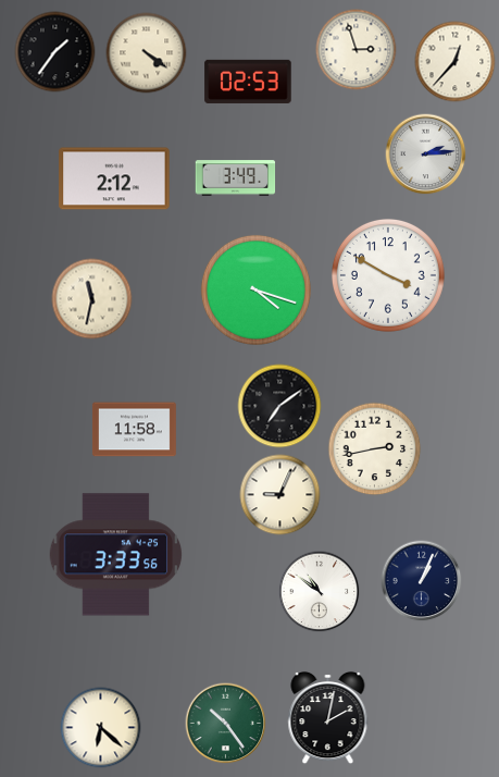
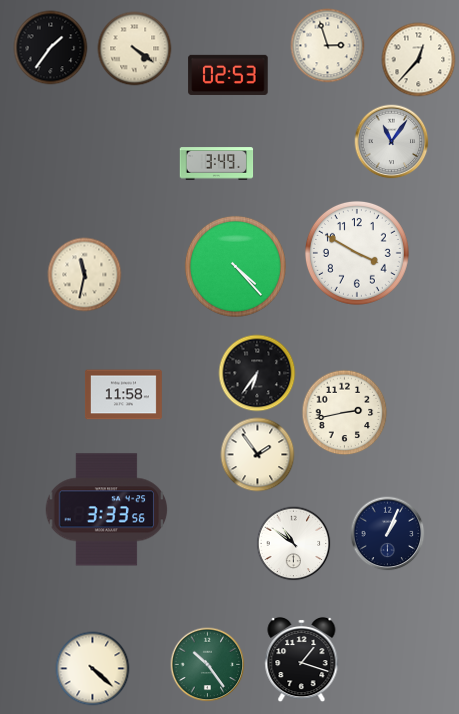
clock at (456, 62) position: (456, 62) -> (419, 60)
clock at (426, 155): 2:14 -> 11:06
clock at (114, 178): 2:12 -> none
clock at (255, 289): 4:18 -> 4:23
clock at (279, 406): 7:09 -> 6:36
clock at (280, 495): 9:04 -> 1:54
clock at (328, 718): 2:02 -> 1:18
clock at (101, 728): 6:22 -> 4:22
